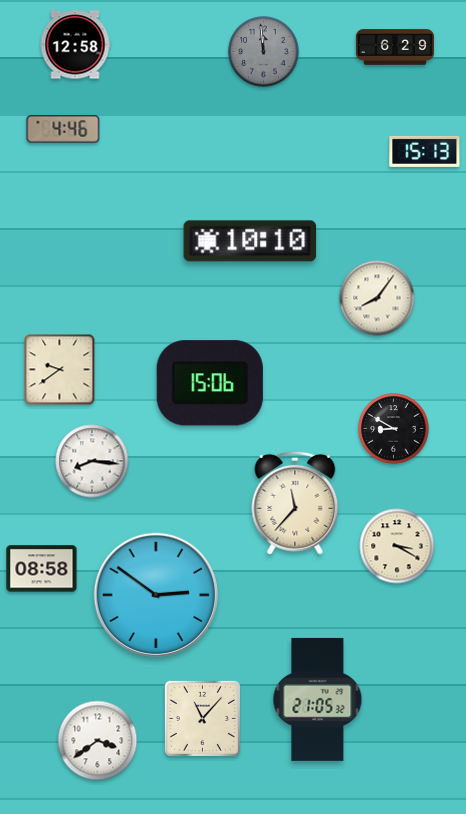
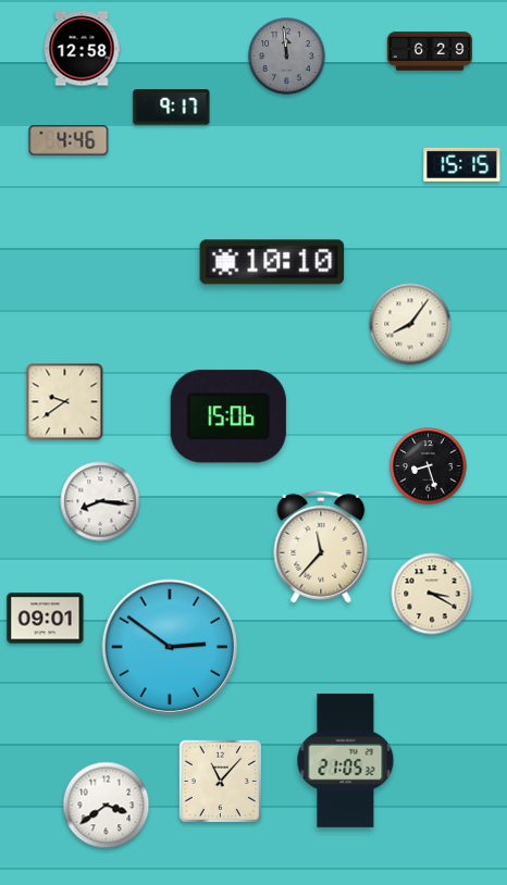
clock at (172, 108): none -> 9:17
clock at (425, 151): 15:13 -> 15:15
clock at (394, 429): 8:50 -> 8:27
clock at (42, 569): 08:58 -> 09:01
